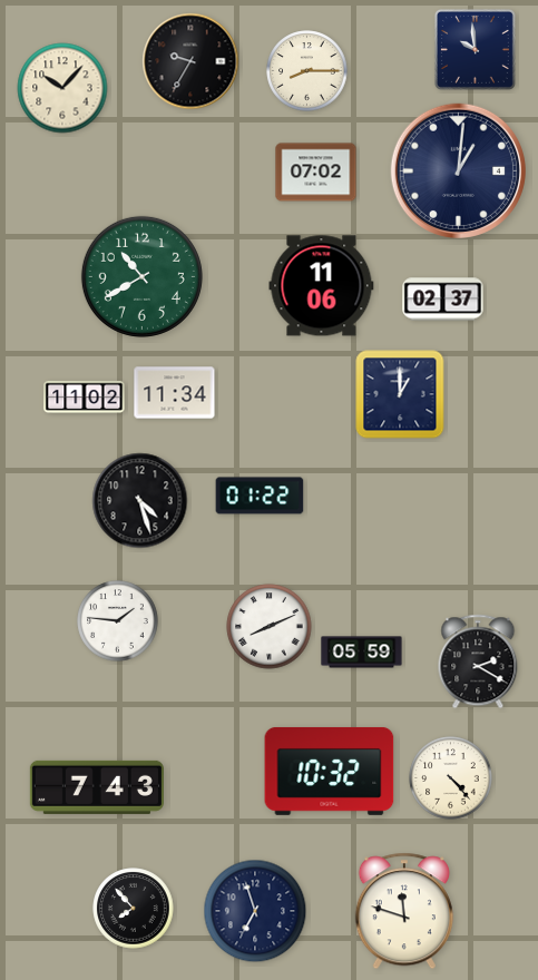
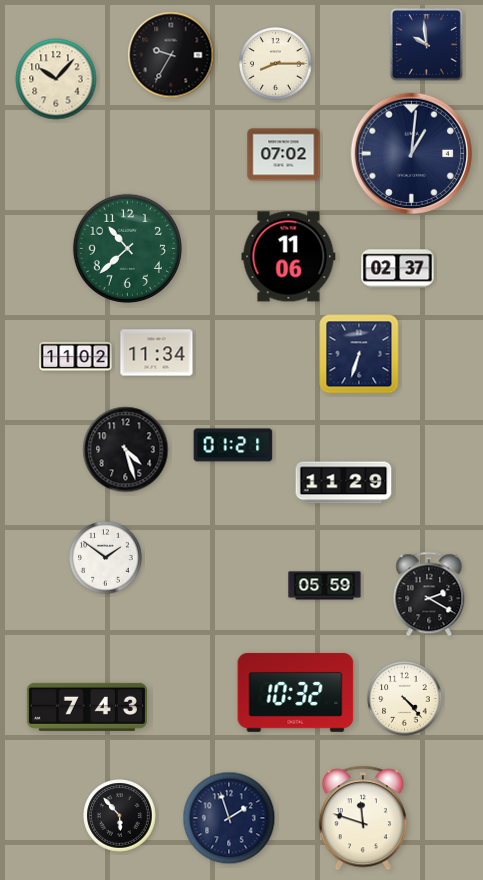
clock at (141, 276): 10:40 -> 10:38
clock at (400, 394): 1:00 -> 6:33
clock at (260, 496): 01:22 -> 01:21
clock at (344, 483): none -> 11:29
clock at (118, 621): 1:46 -> 1:51
clock at (270, 627): 8:11 -> none
clock at (134, 909): 7:53 -> 5:53
clock at (255, 911): 6:57 -> 1:57
